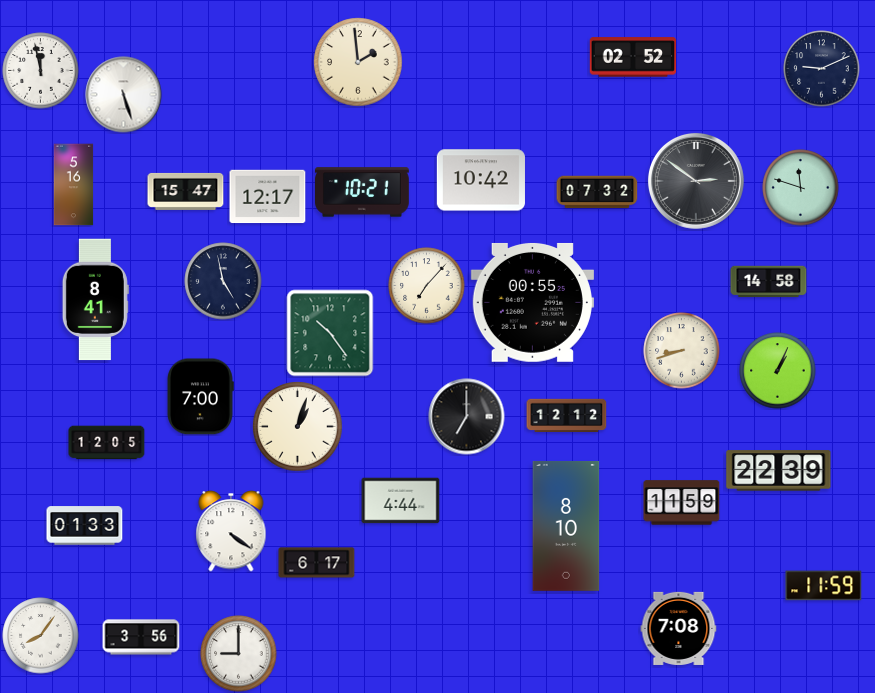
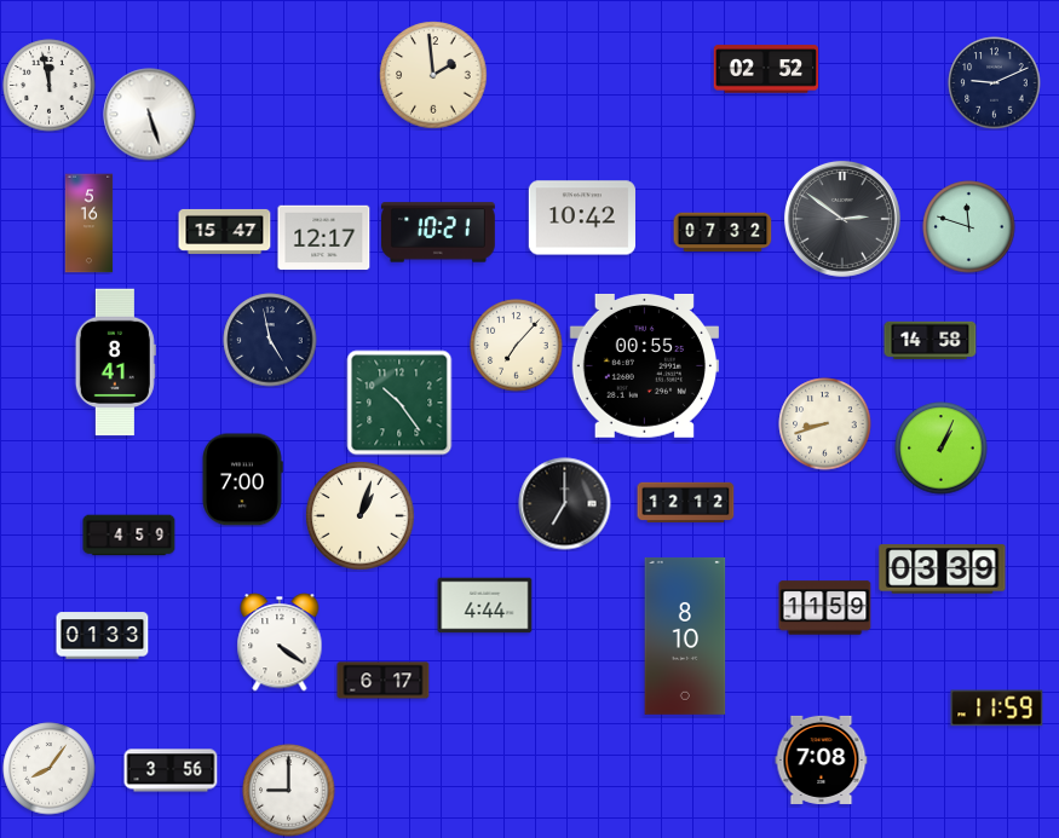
clock at (107, 443): 12:05 -> 4:59
clock at (779, 471): 22:39 -> 03:39
